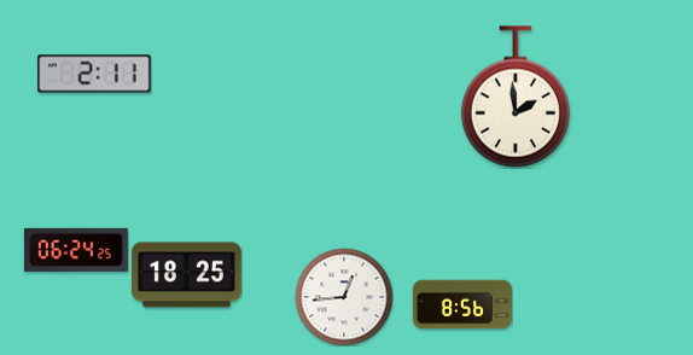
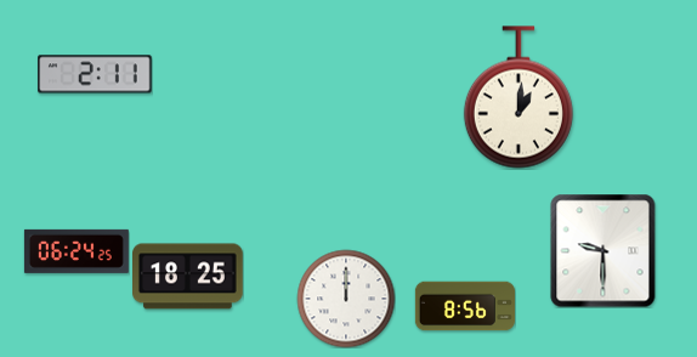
clock at (516, 97): 1:59 -> 1:01
clock at (603, 250): none -> 9:30
clock at (344, 297): 12:44 -> 12:00
